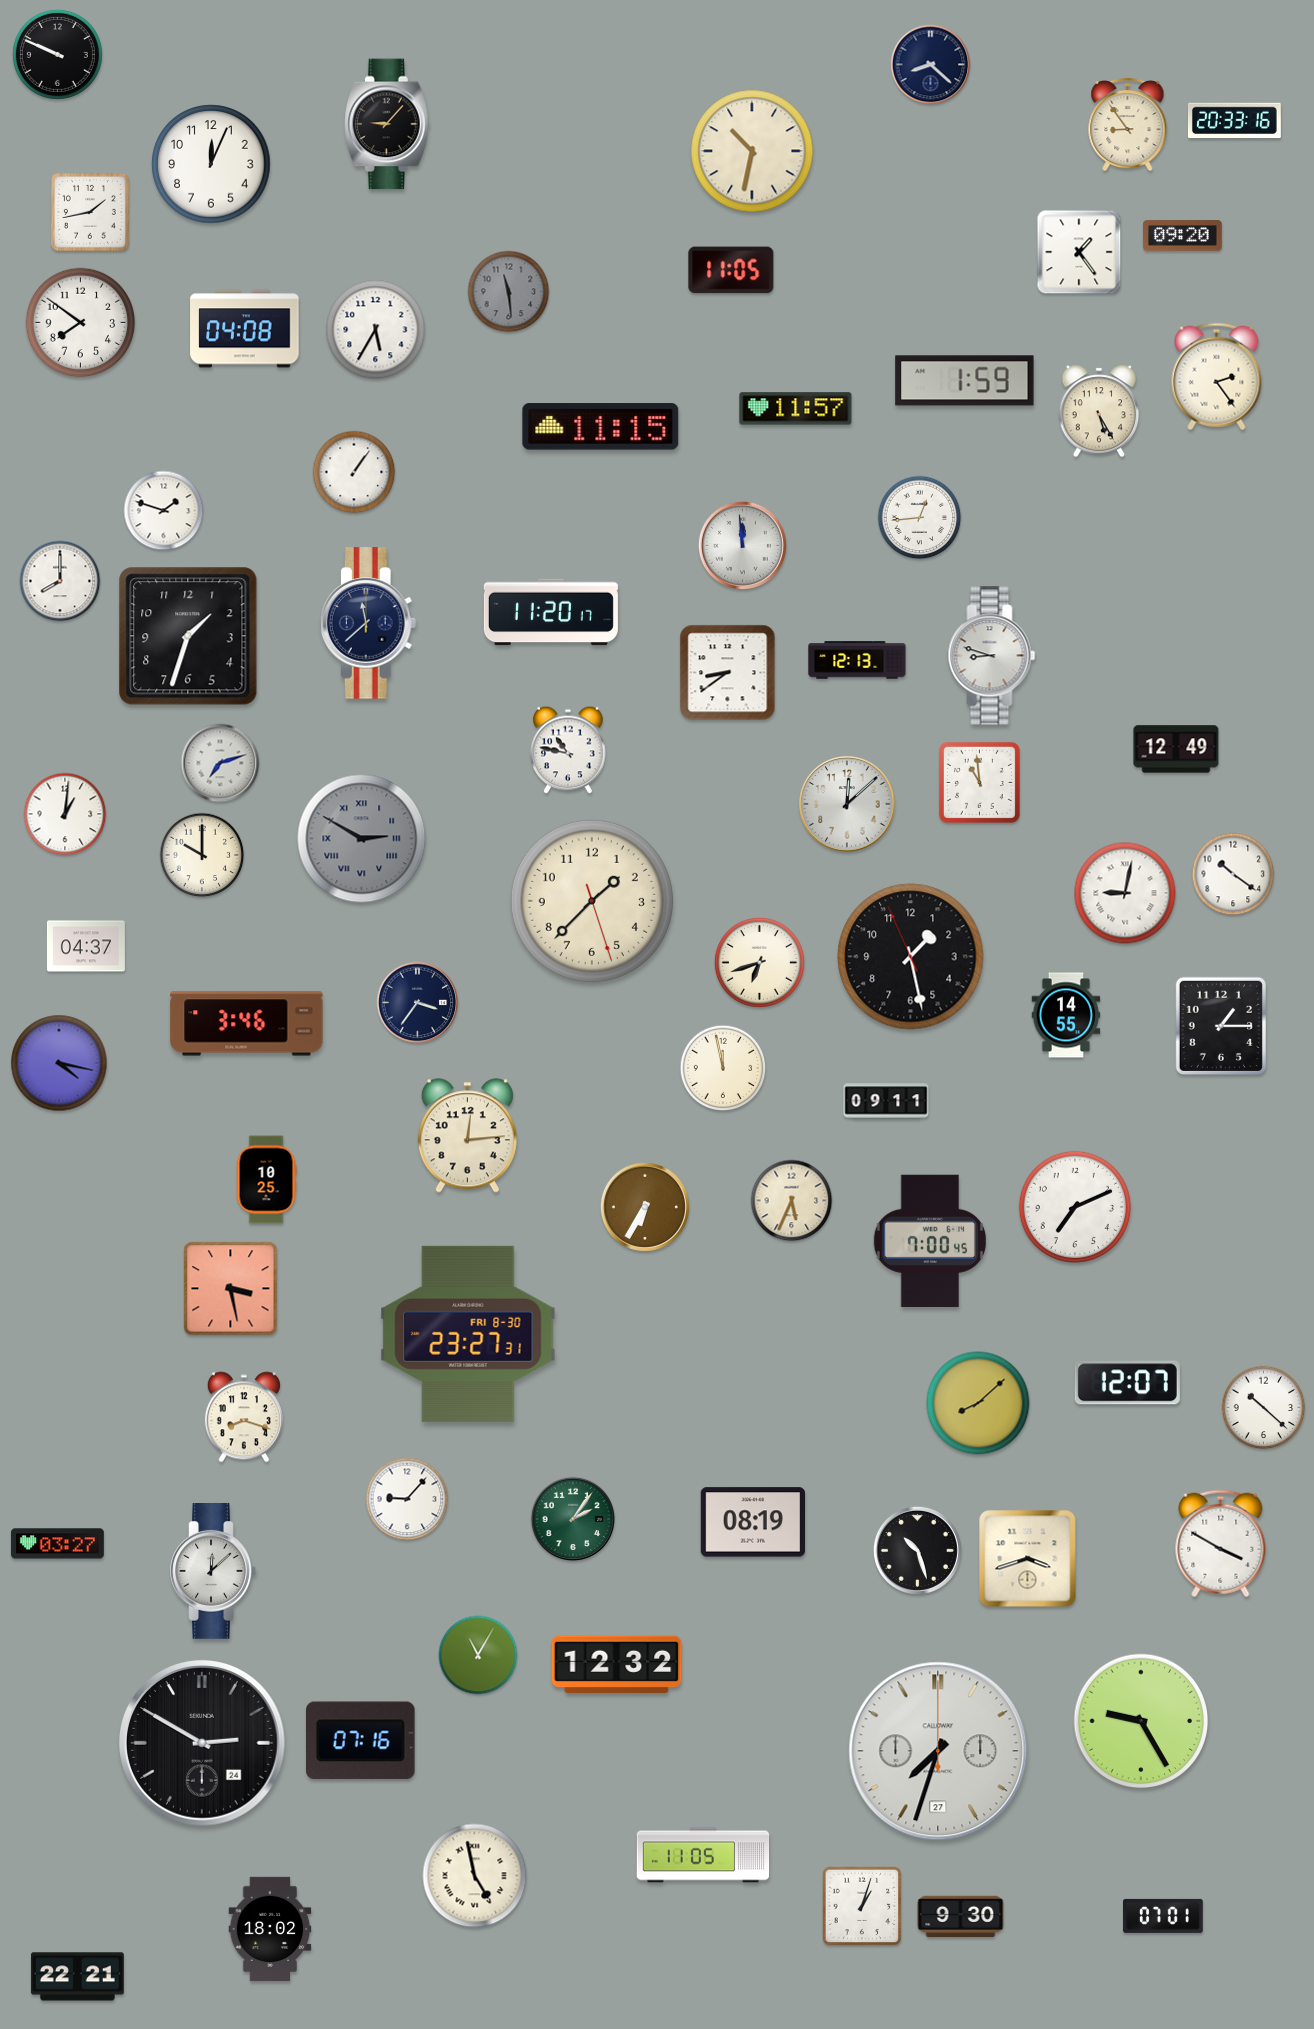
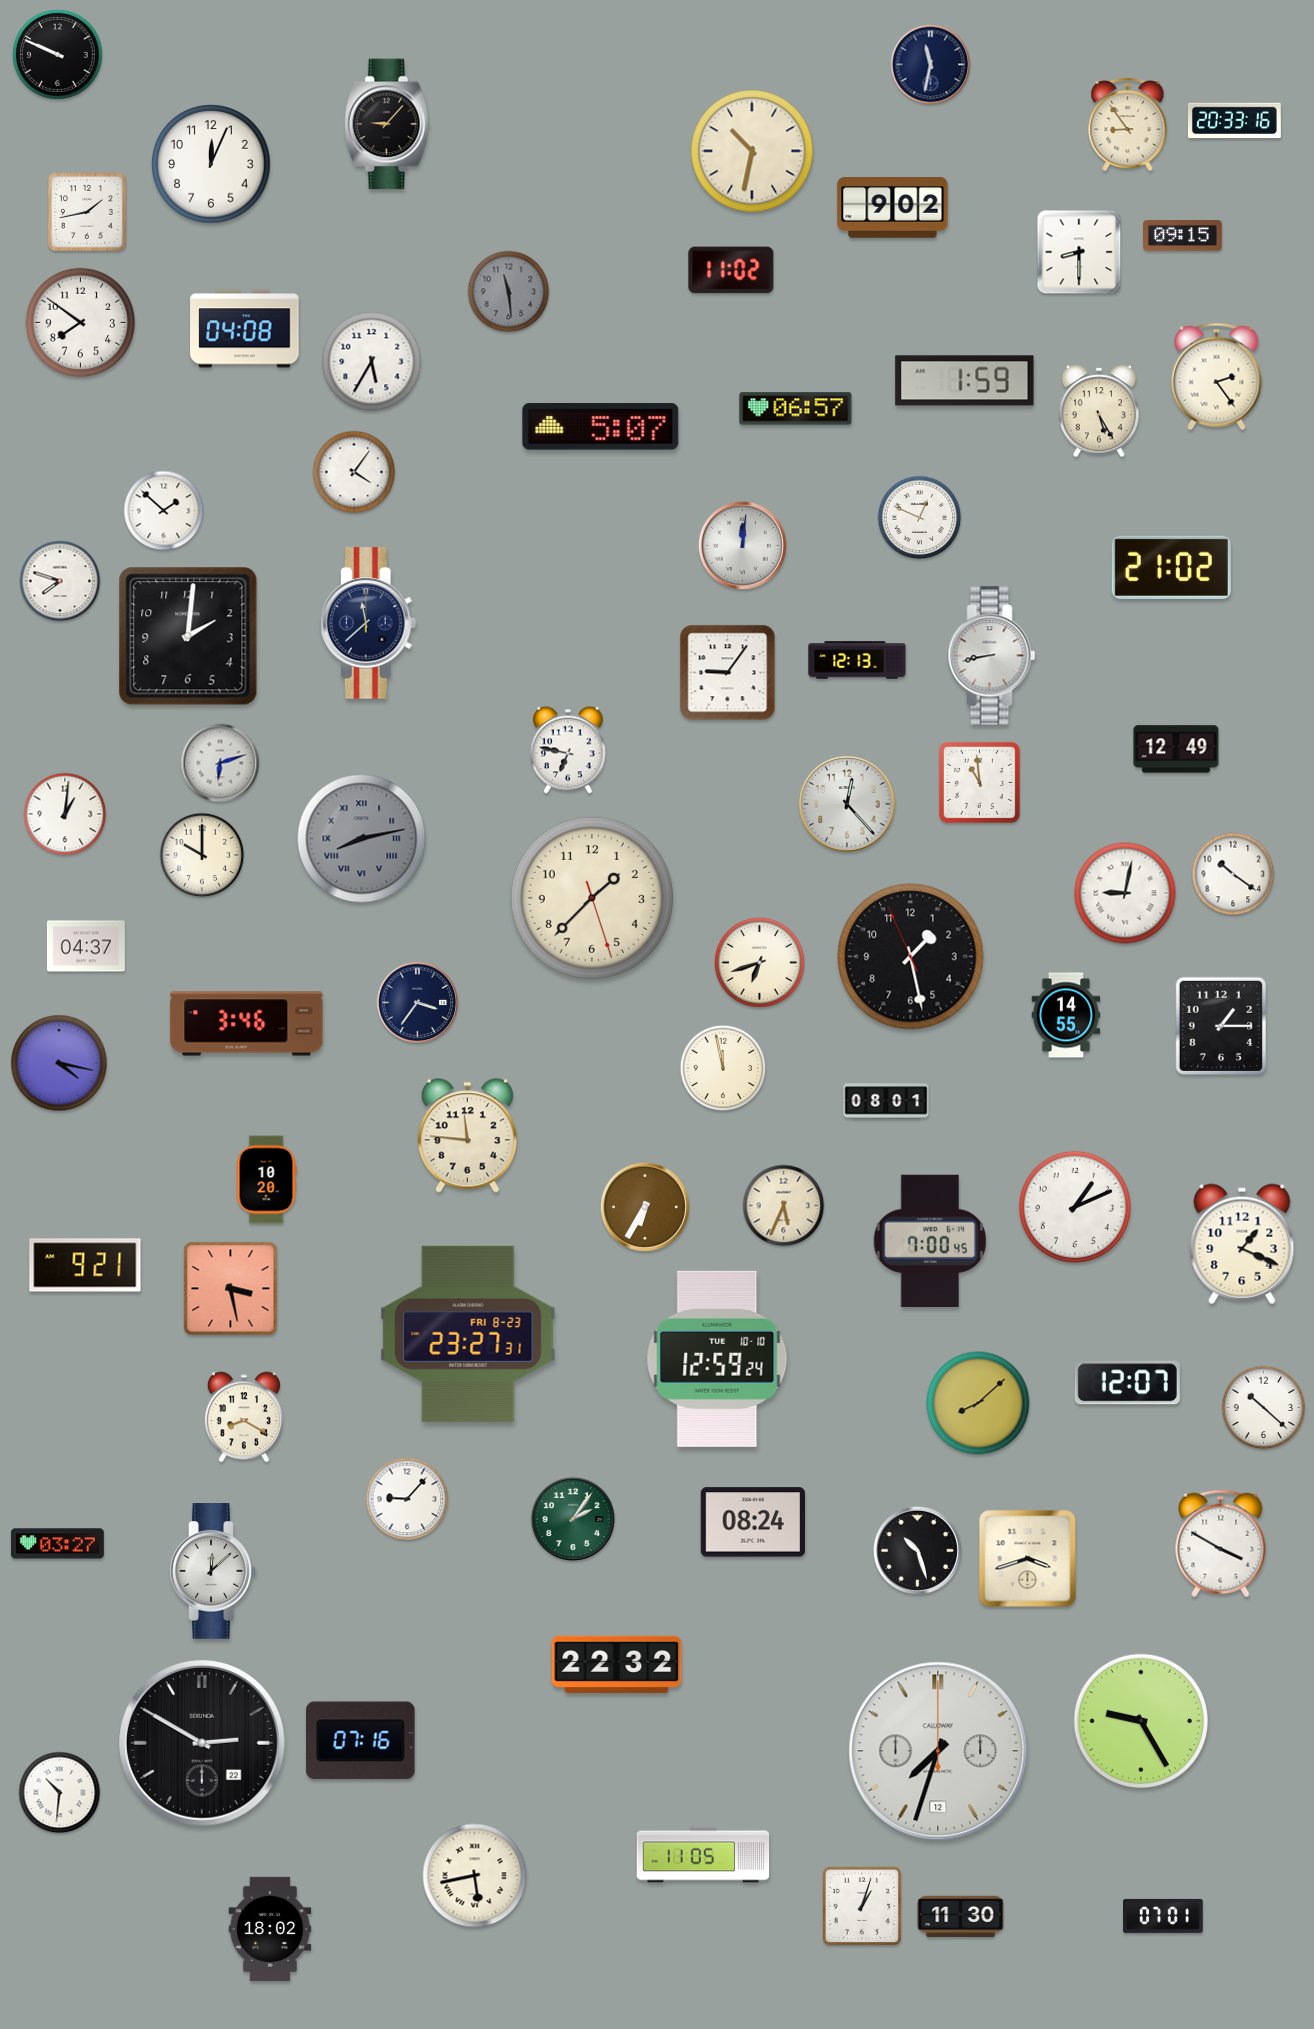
clock at (931, 65): 8:22 -> 11:32
clock at (893, 208): none -> 9:02
clock at (90, 212) position: (90, 212) -> (87, 212)
clock at (1183, 236): 09:20 -> 09:15
clock at (1079, 252): 1:24 -> 8:30
clock at (731, 270): 11:05 -> 11:02
clock at (376, 330) position: (376, 330) -> (372, 362)
clock at (796, 409): 11:57 -> 06:57
clock at (601, 427): 11:15 -> 5:07
clock at (354, 472): 1:06 -> 4:06
clock at (164, 511): 1:48 -> 1:52
clock at (920, 518): 12:44 -> 12:49
clock at (742, 545): 11:59 -> 12:01
clock at (1171, 567): none -> 21:02
clock at (60, 581): 8:00 -> 7:48
clock at (551, 612): 11:20 -> none
clock at (188, 636): 1:33 -> 2:01
clock at (992, 656): 8:48 -> 8:43
clock at (728, 673): 8:39 -> 9:06
clock at (568, 750): 10:47 -> 6:47
clock at (220, 763): 7:12 -> 6:12
clock at (847, 804): 12:08 -> 12:23
clock at (362, 839): 2:50 -> 8:13
clock at (592, 901) position: (592, 901) -> (592, 898)
clock at (886, 1101): 09:11 -> 08:01
clock at (467, 1136): 12:14 -> 11:46
clock at (266, 1180): 10:25 -> 10:20
clock at (792, 1201) position: (792, 1201) -> (784, 1206)
clock at (1075, 1207): 7:11 -> 1:11
clock at (1242, 1244): none -> 1:19
clock at (85, 1265): none -> 9:21
clock at (468, 1334) date: FRI 8-30 -> FRI 8-23
clock at (717, 1359): none -> 12:59
clock at (244, 1417): 8:18 -> 8:20
clock at (752, 1522): 08:19 -> 08:24
clock at (478, 1655): 11:05 -> none
clock at (617, 1664): 12:32 -> 22:32
clock at (202, 1743) date: 24 -> 22
clock at (938, 1751) date: 27 -> 12
clock at (60, 1793): none -> 10:31
clock at (475, 1876): 4:58 -> 5:43
clock at (961, 1917): 9:30 -> 11:30
clock at (77, 1977): 22:21 -> none
